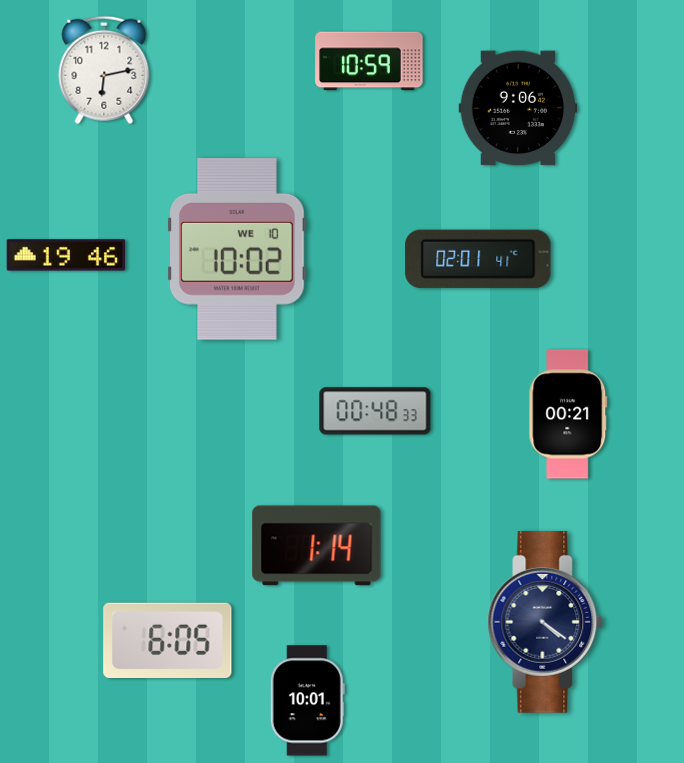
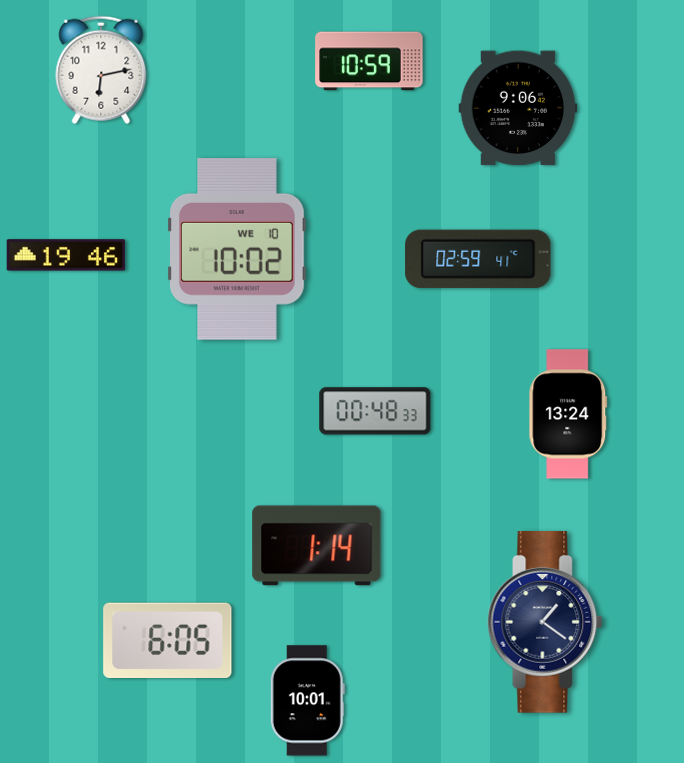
clock at (104, 70) position: (104, 70) -> (101, 70)
clock at (478, 259): 02:01 -> 02:59
clock at (568, 414): 00:21 -> 13:24
clock at (545, 623): 4:21 -> 1:21
